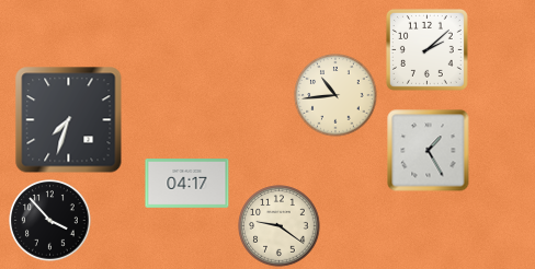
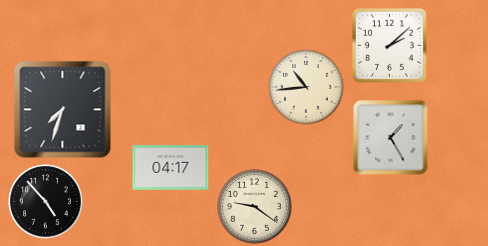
clock at (50, 221): 3:53 -> 4:53
